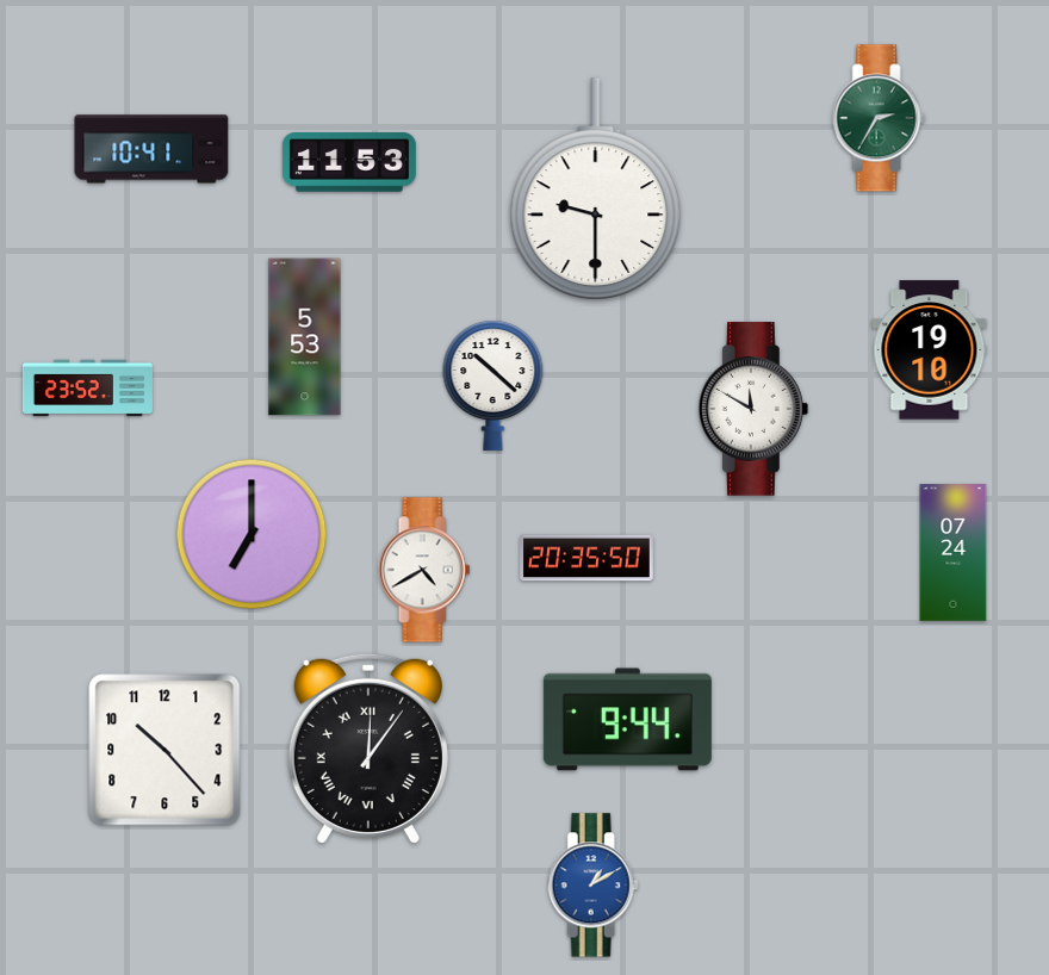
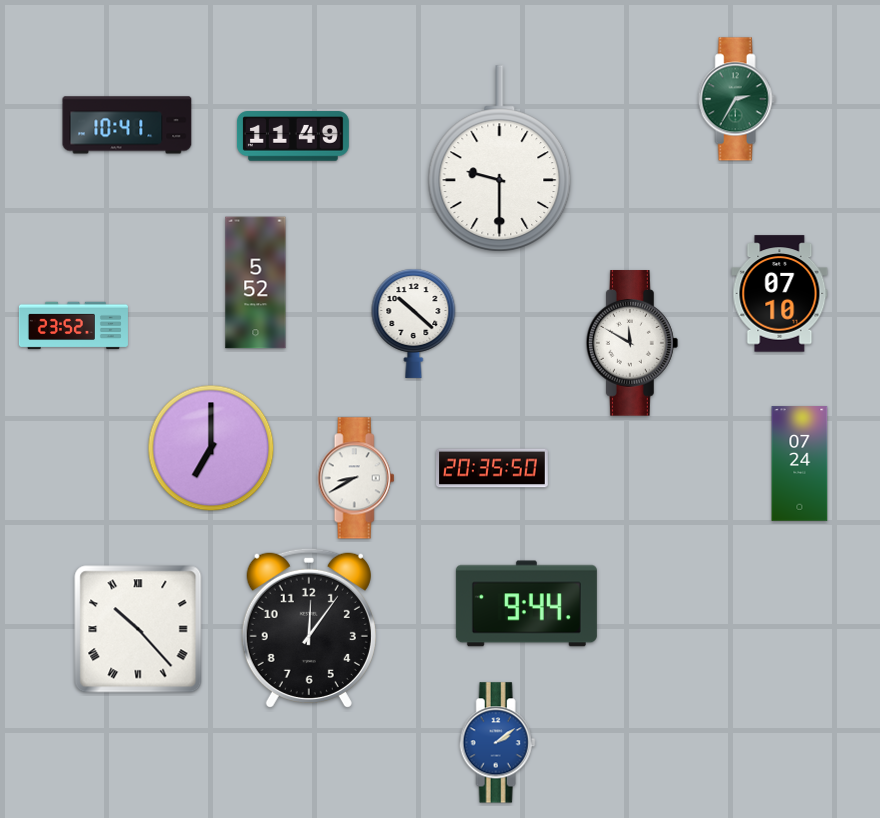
clock at (349, 162): 11:53 -> 11:49
clock at (305, 337): 5:53 -> 5:52
clock at (930, 350): 19:10 -> 07:10
clock at (424, 570): 4:40 -> 8:40
clock at (368, 749) numerals: Roman -> Arabic
clock at (165, 750) numerals: Arabic -> Roman
clock at (592, 886): 1:10 -> 2:09
